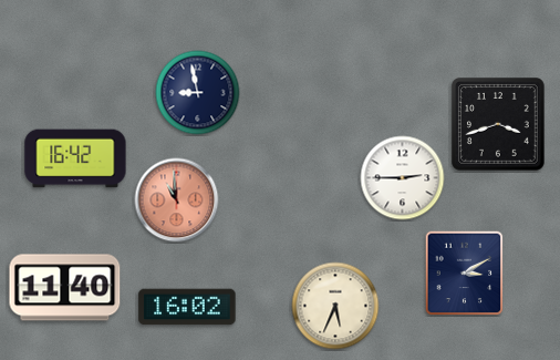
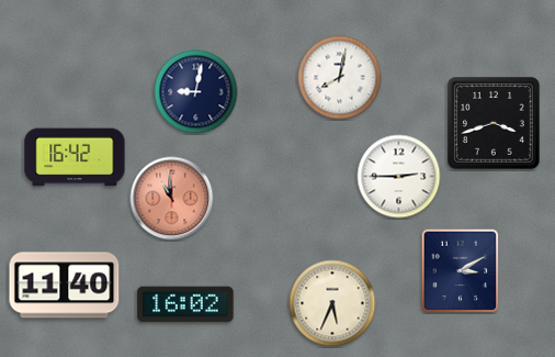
clock at (340, 78): none -> 8:02
clock at (198, 93): 8:58 -> 9:02
clock at (177, 200) position: (177, 200) -> (172, 199)
